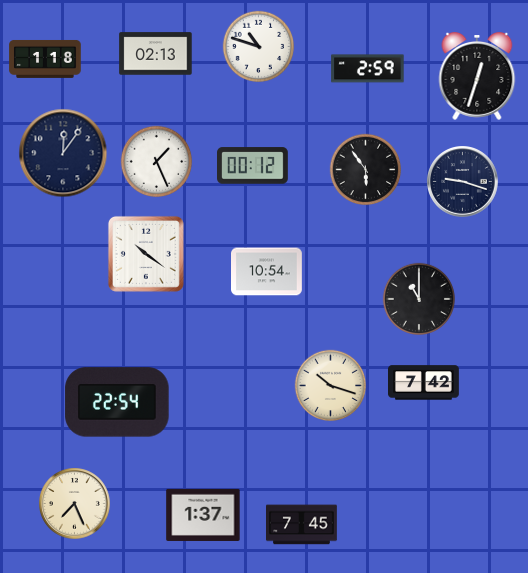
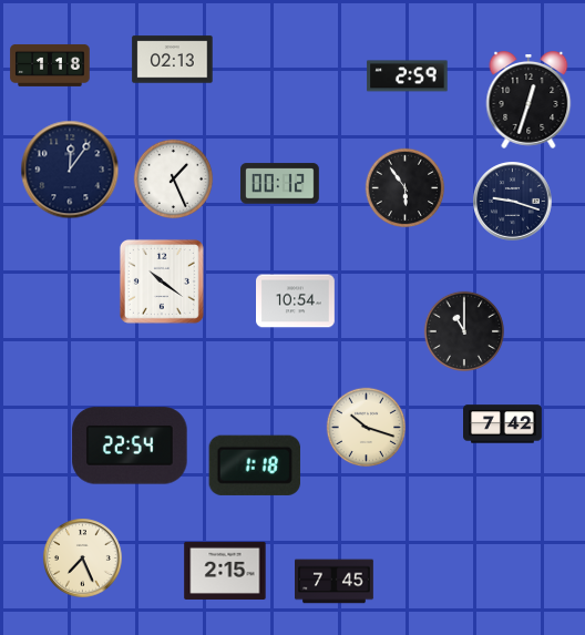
clock at (259, 47): 10:48 -> none
clock at (477, 77) position: (477, 77) -> (528, 101)
clock at (424, 383) position: (424, 383) -> (503, 424)
clock at (255, 465): none -> 1:18
clock at (203, 515): 1:37 -> 2:15
